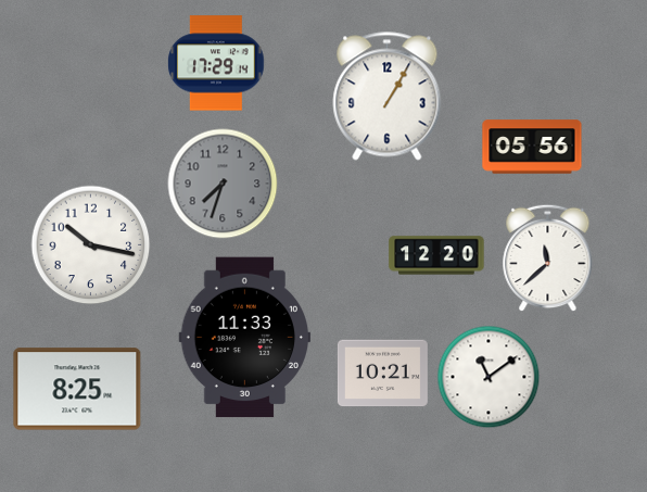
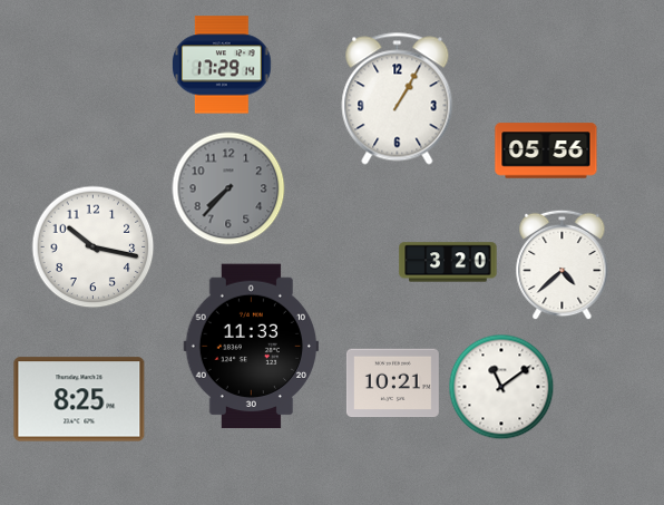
clock at (223, 184): 7:33 -> 7:37
clock at (91, 245) position: (91, 245) -> (94, 247)
clock at (436, 255): 12:20 -> 3:20
clock at (548, 258): 11:38 -> 4:38
